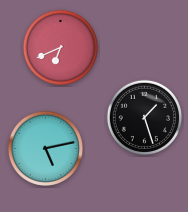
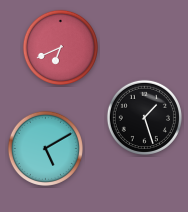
clock at (45, 148): 5:13 -> 5:10
